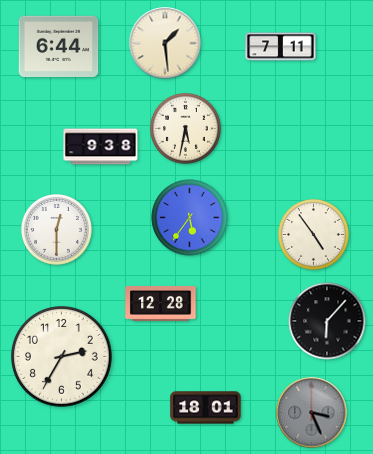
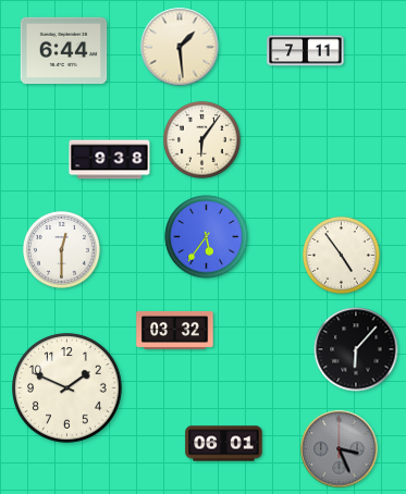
clock at (185, 128): 5:32 -> 6:06
clock at (161, 303): 12:28 -> 03:32
clock at (62, 357): 2:35 -> 1:49
clock at (206, 408): 18:01 -> 06:01
